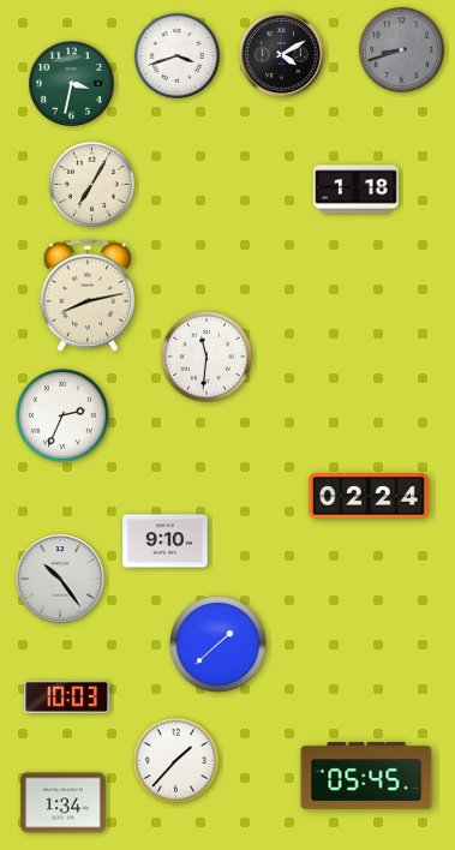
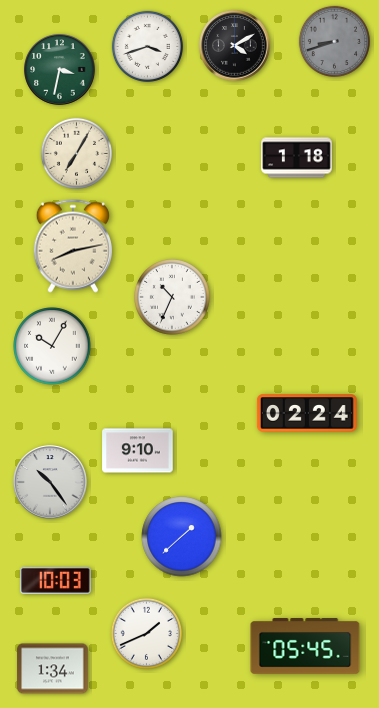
clock at (208, 358): 11:31 -> 10:34
clock at (62, 415): 2:34 -> 10:05
clock at (175, 760): 1:37 -> 1:41
